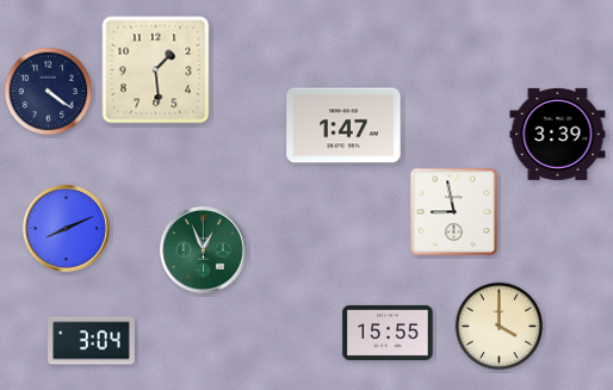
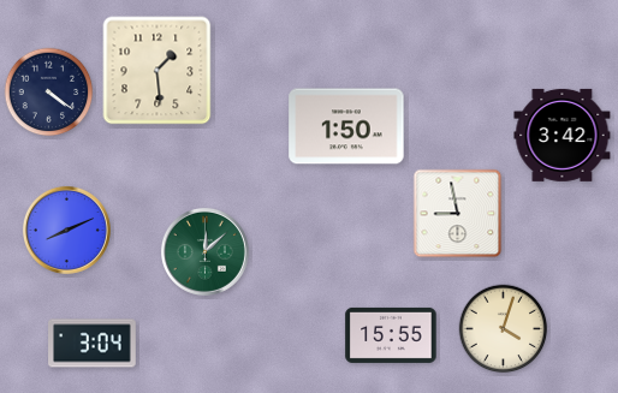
clock at (343, 125): 1:47 -> 1:50
clock at (558, 134): 3:39 -> 3:42
clock at (203, 249): 12:56 -> 12:08
clock at (500, 327): 4:00 -> 4:03
